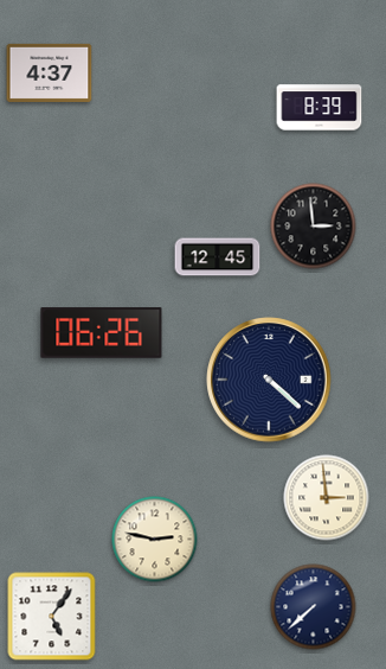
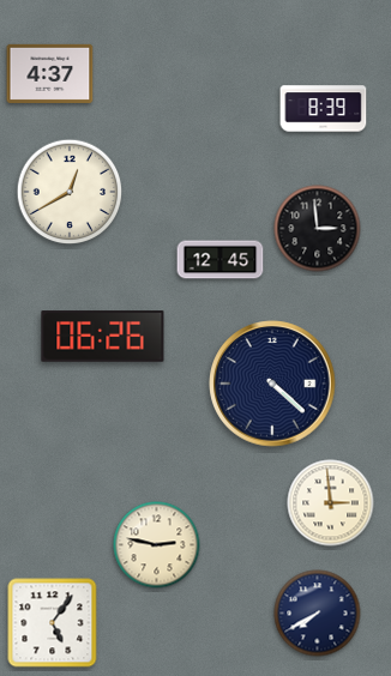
clock at (70, 192): none -> 12:40
clock at (314, 607): 7:38 -> 7:40
